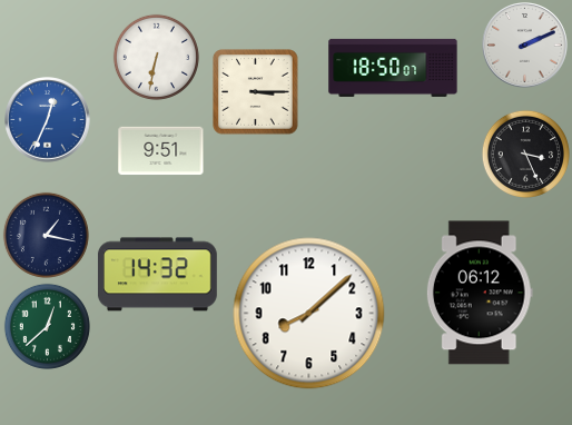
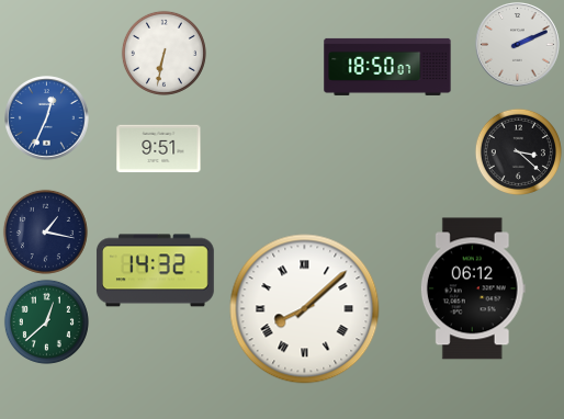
clock at (156, 57) position: (156, 57) -> (163, 53)
clock at (256, 92): 3:15 -> none
clock at (525, 154): 3:26 -> 3:22
clock at (309, 314) numerals: Arabic -> Roman
